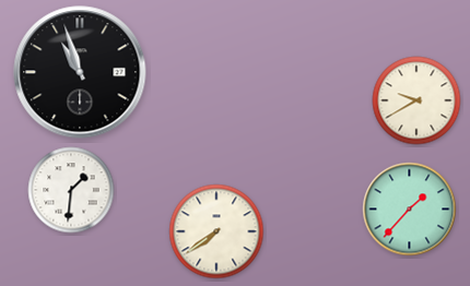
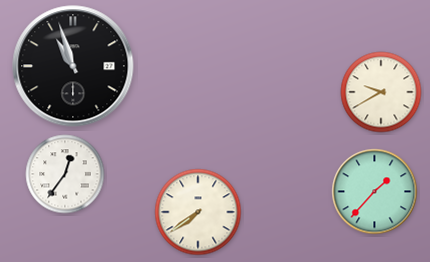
clock at (71, 190): 1:31 -> 12:36
